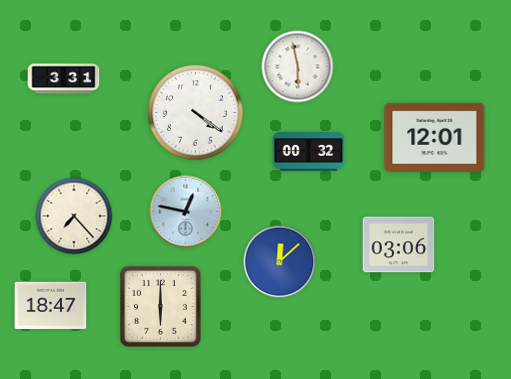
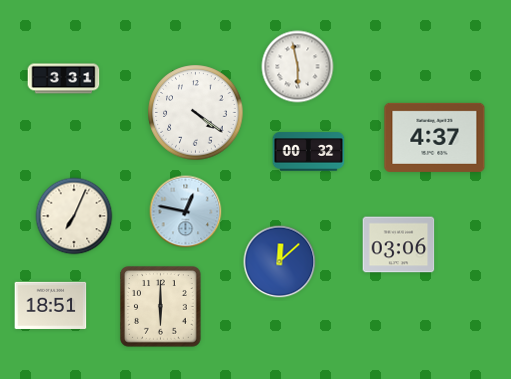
clock at (435, 137): 12:01 -> 4:37
clock at (74, 216): 7:23 -> 7:04
clock at (51, 305): 18:47 -> 18:51
